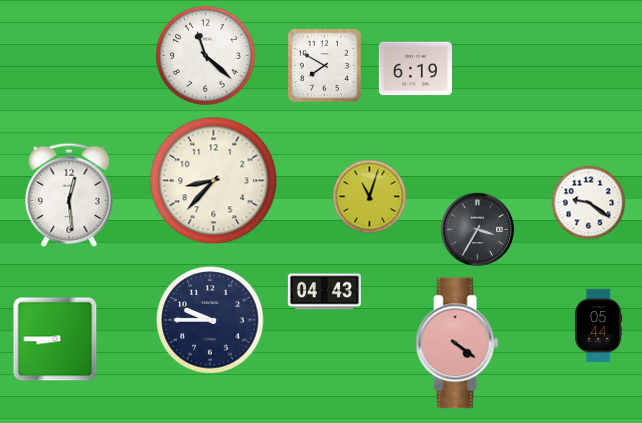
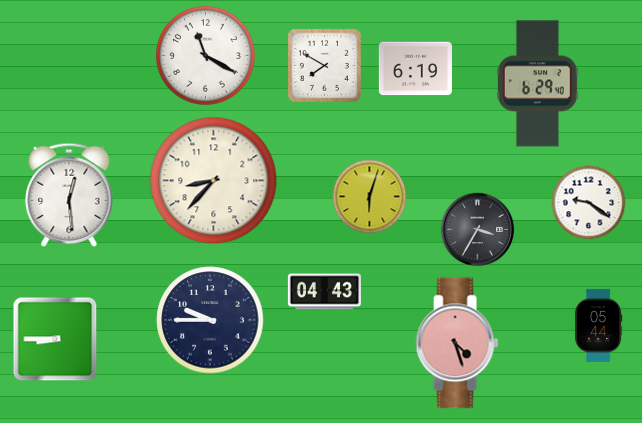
clock at (206, 56): 11:22 -> 11:20
clock at (537, 84): none -> 6:29
clock at (370, 197): 11:03 -> 6:03
clock at (457, 343): 4:21 -> 4:27
